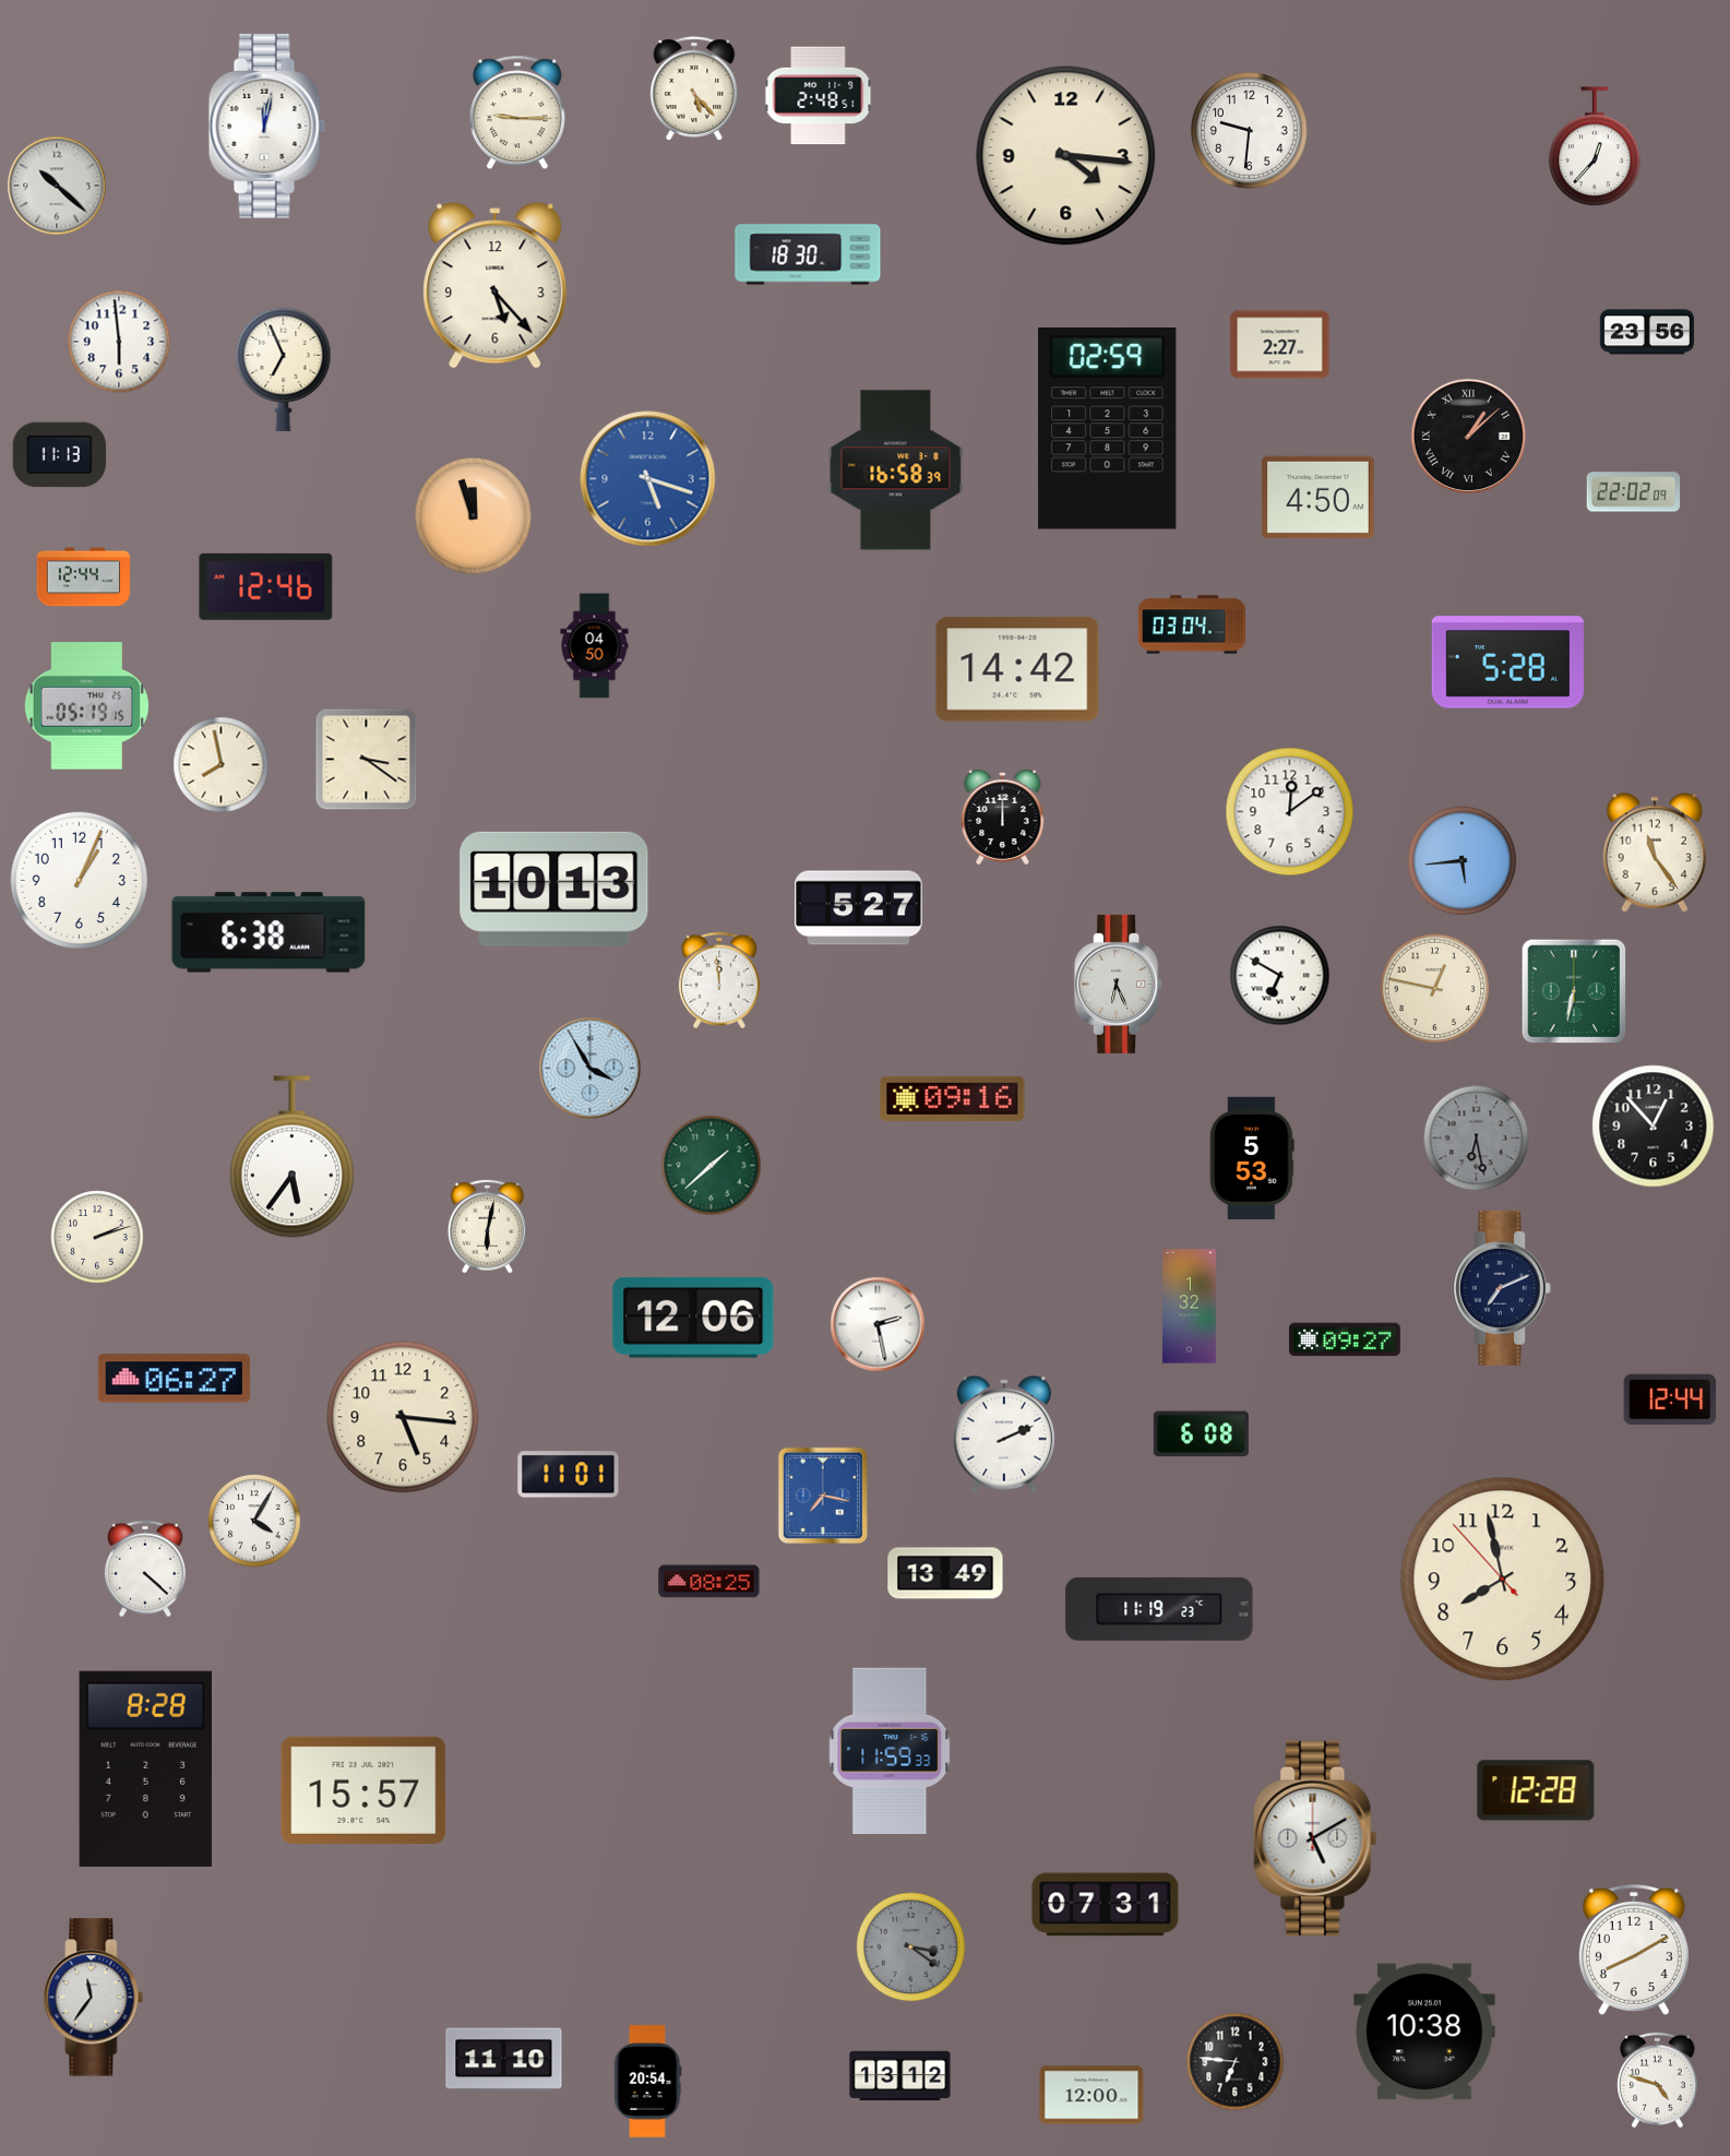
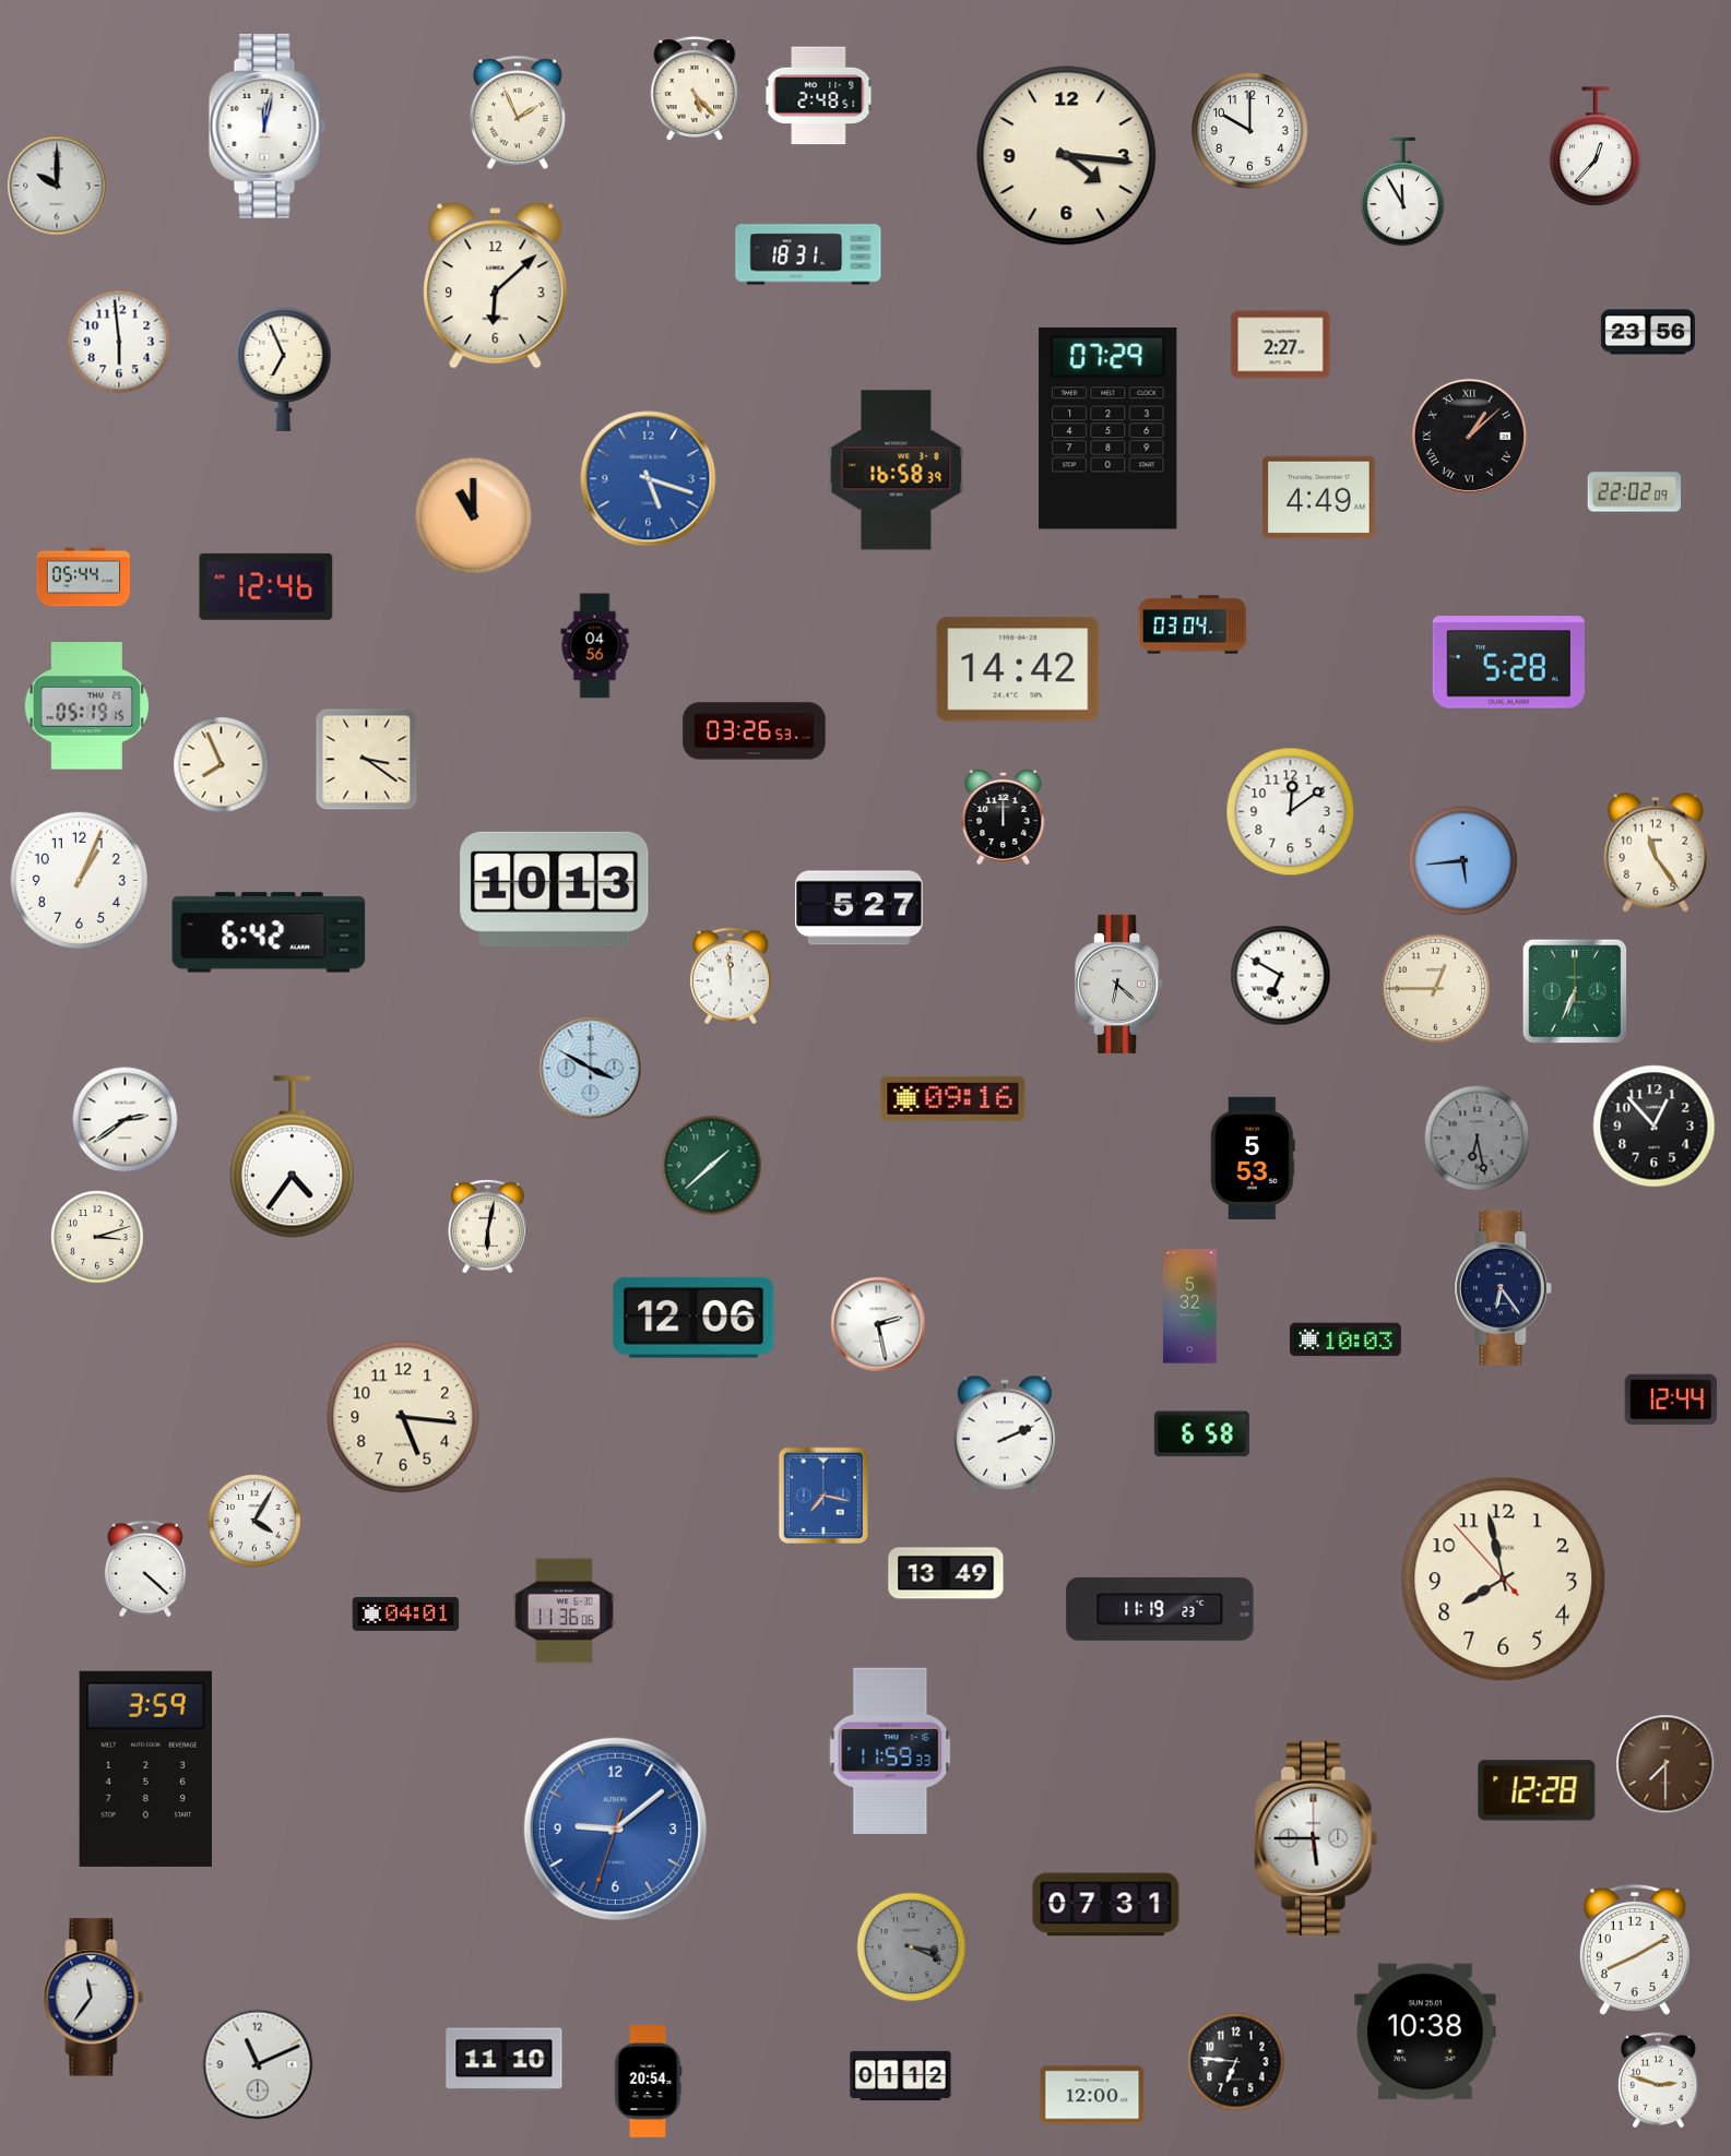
clock at (517, 112): 9:15 -> 1:56
clock at (1250, 131): 9:31 -> 10:00
clock at (57, 186): 10:22 -> 10:00
clock at (1403, 192): none -> 11:55
clock at (808, 254): 18:30 -> 18:31
clock at (496, 286): 5:23 -> 6:08
clock at (1108, 429): 02:59 -> 07:29
clock at (59, 455): 11:13 -> none
clock at (1319, 498): 4:50 -> 4:49
clock at (474, 516): 11:57 -> 11:00
clock at (84, 577): 12:44 -> 05:44
clock at (595, 646): 04:50 -> 04:56
clock at (755, 731): none -> 03:26
clock at (222, 765): 7:58 -> 7:56
clock at (269, 932): 6:38 -> 6:42
clock at (719, 980) position: (719, 980) -> (731, 976)
clock at (1119, 984): 6:26 -> 6:22
clock at (1435, 989): 12:47 -> 12:45
clock at (1574, 991): 6:32 -> 6:34
clock at (590, 1069): 3:55 -> 3:50
clock at (126, 1120): none -> 2:39
clock at (291, 1157): 5:36 -> 4:36
clock at (97, 1237): 2:12 -> 3:12
clock at (1502, 1288): 7:11 -> 6:24
clock at (1189, 1307): 1:32 -> 5:32
clock at (1346, 1339): 09:27 -> 10:03
clock at (174, 1379): 06:27 -> none
clock at (1201, 1434): 6:08 -> 6:58
clock at (569, 1475): 11:01 -> none
clock at (709, 1582): 08:25 -> none
clock at (564, 1611): none -> 11:36
clock at (406, 1613): none -> 04:01
clock at (1665, 1764): none -> 7:30
clock at (145, 1768): 8:28 -> 3:59
clock at (363, 1790): 15:57 -> none
clock at (615, 1829): none -> 9:08
clock at (1315, 1837): 5:10 -> 5:45
clock at (911, 1947): 3:21 -> 3:19
clock at (258, 2064): none -> 11:11
clock at (900, 2076): 13:12 -> 01:12
clock at (1657, 2081): 4:48 -> 2:48
